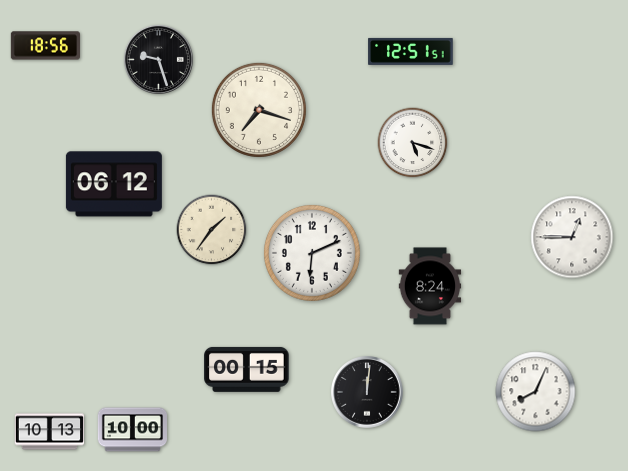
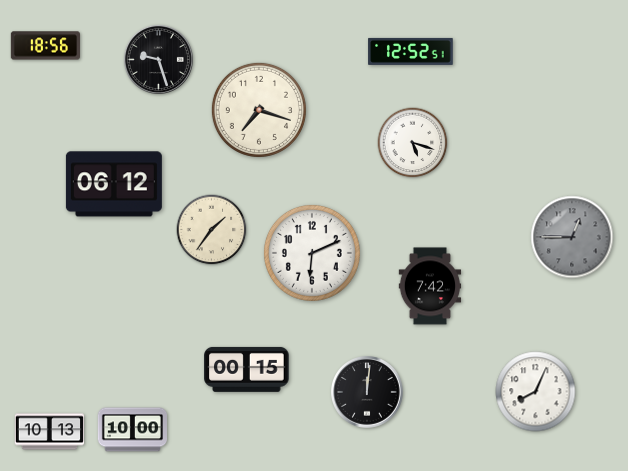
clock at (411, 51): 12:51 -> 12:52
clock at (572, 237) dial: white -> grey
clock at (430, 286): 8:24 -> 7:42
